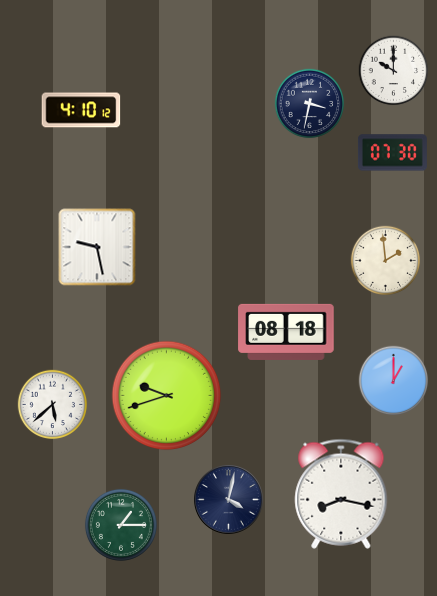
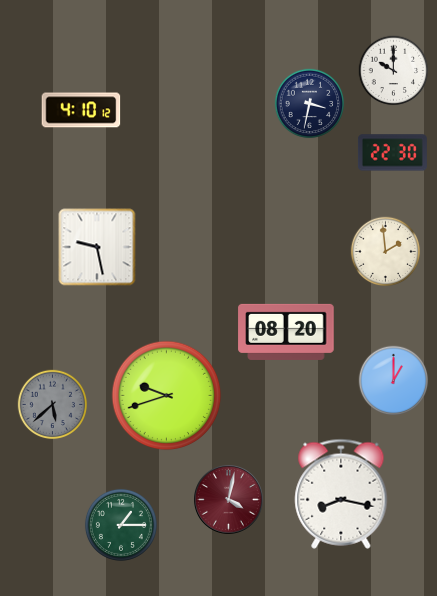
clock at (392, 153): 07:30 -> 22:30
clock at (386, 261) position: (386, 261) -> (386, 252)
clock at (286, 332): 08:18 -> 08:20
clock at (53, 405) dial: white -> grey
clock at (229, 500) dial: navy -> burgundy
